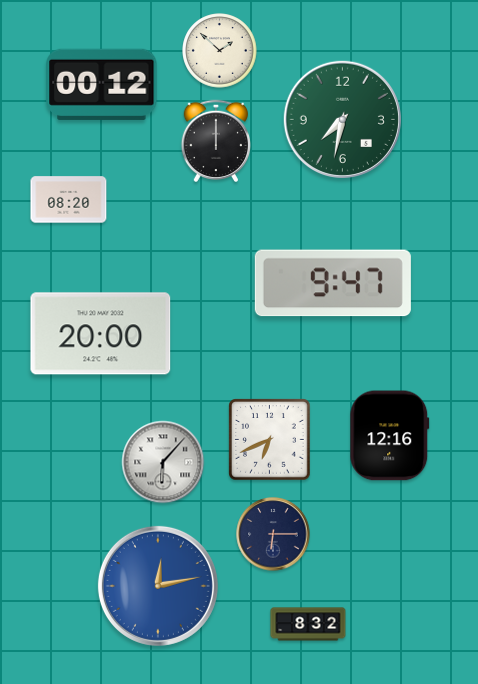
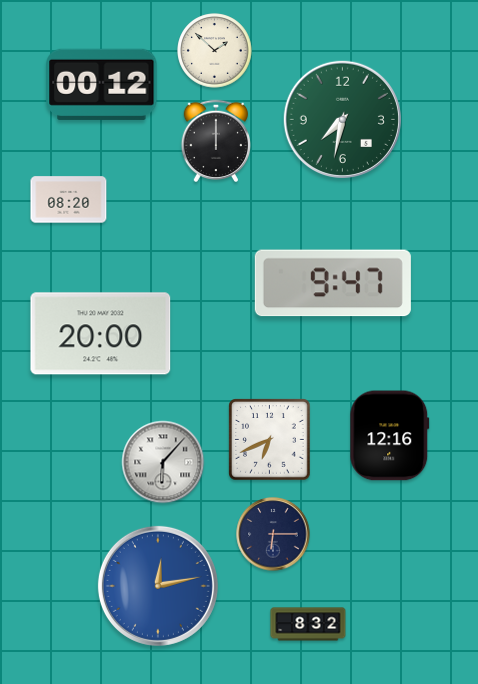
clock at (220, 51) position: (220, 51) -> (215, 51)
